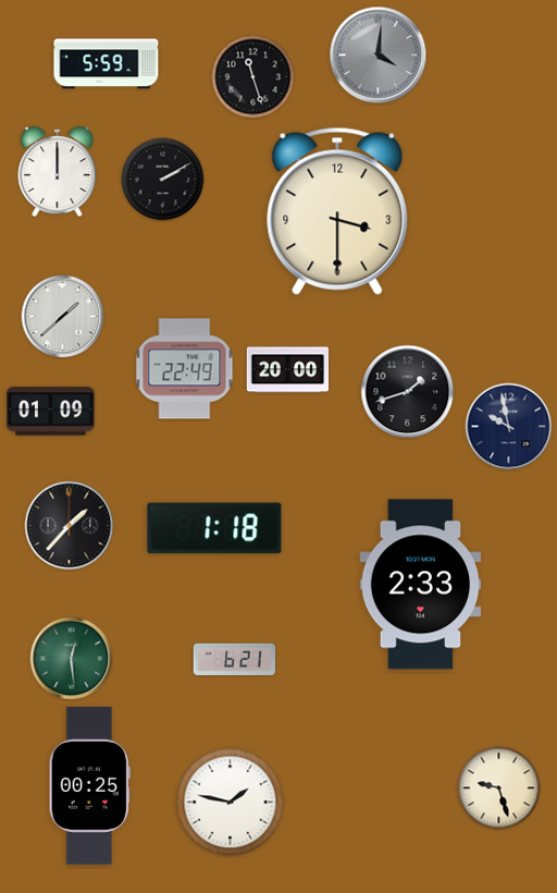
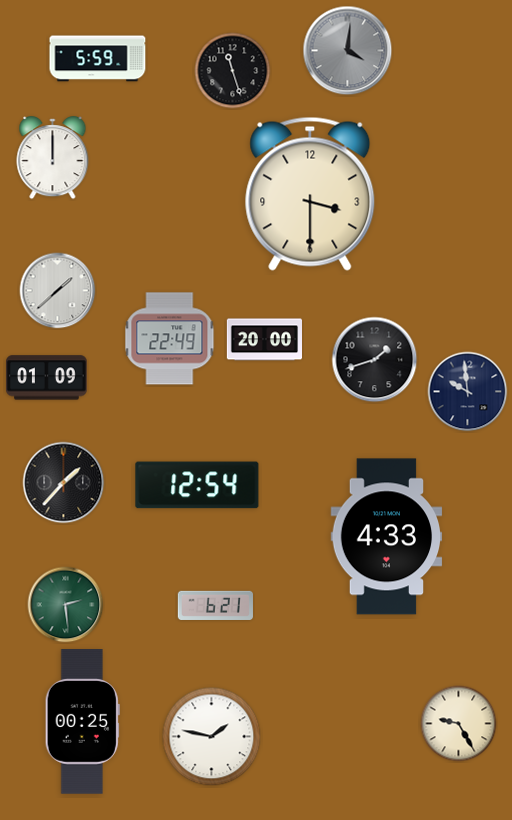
clock at (163, 180): 2:10 -> none
clock at (509, 427): 9:58 -> 9:59
clock at (214, 528): 1:18 -> 12:54
clock at (421, 585): 2:33 -> 4:33
clock at (72, 659): 12:29 -> 2:29
clock at (499, 788): 9:27 -> 9:25
